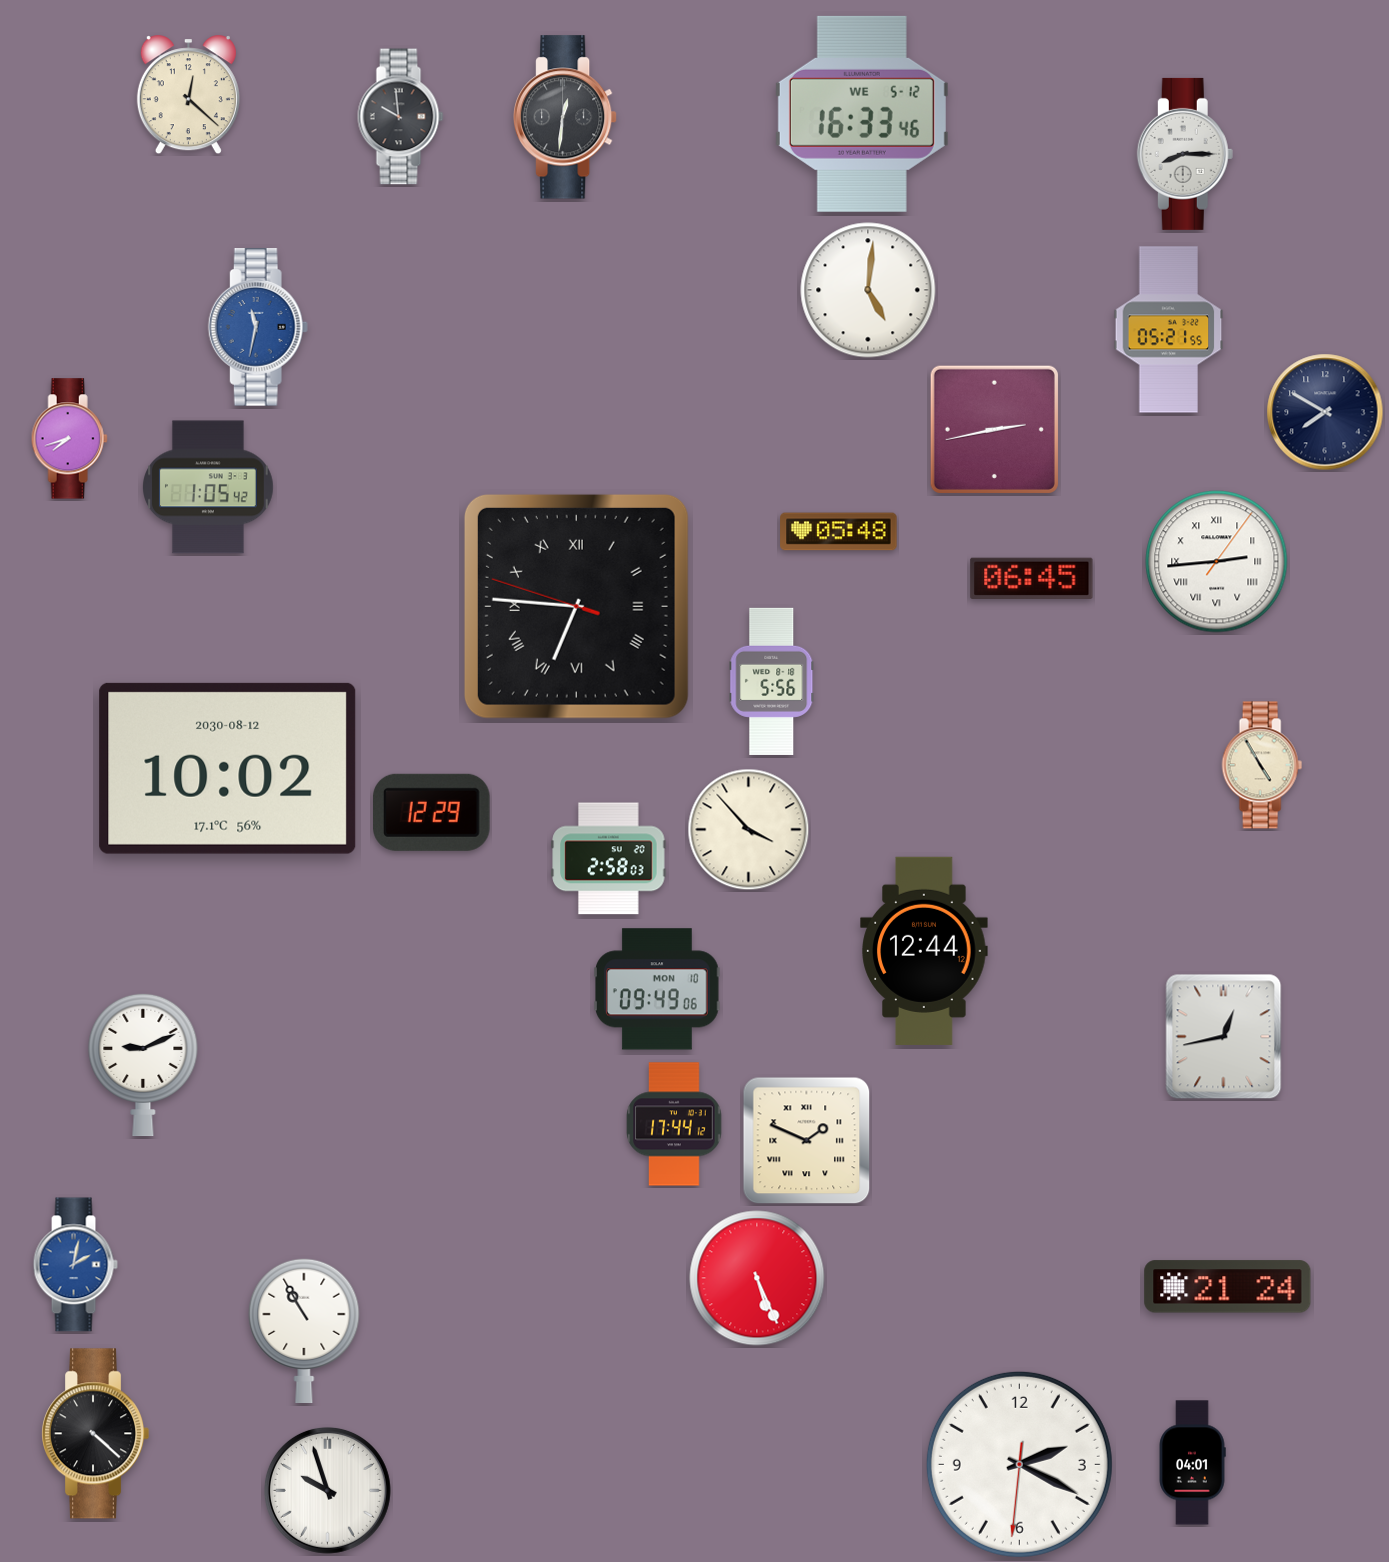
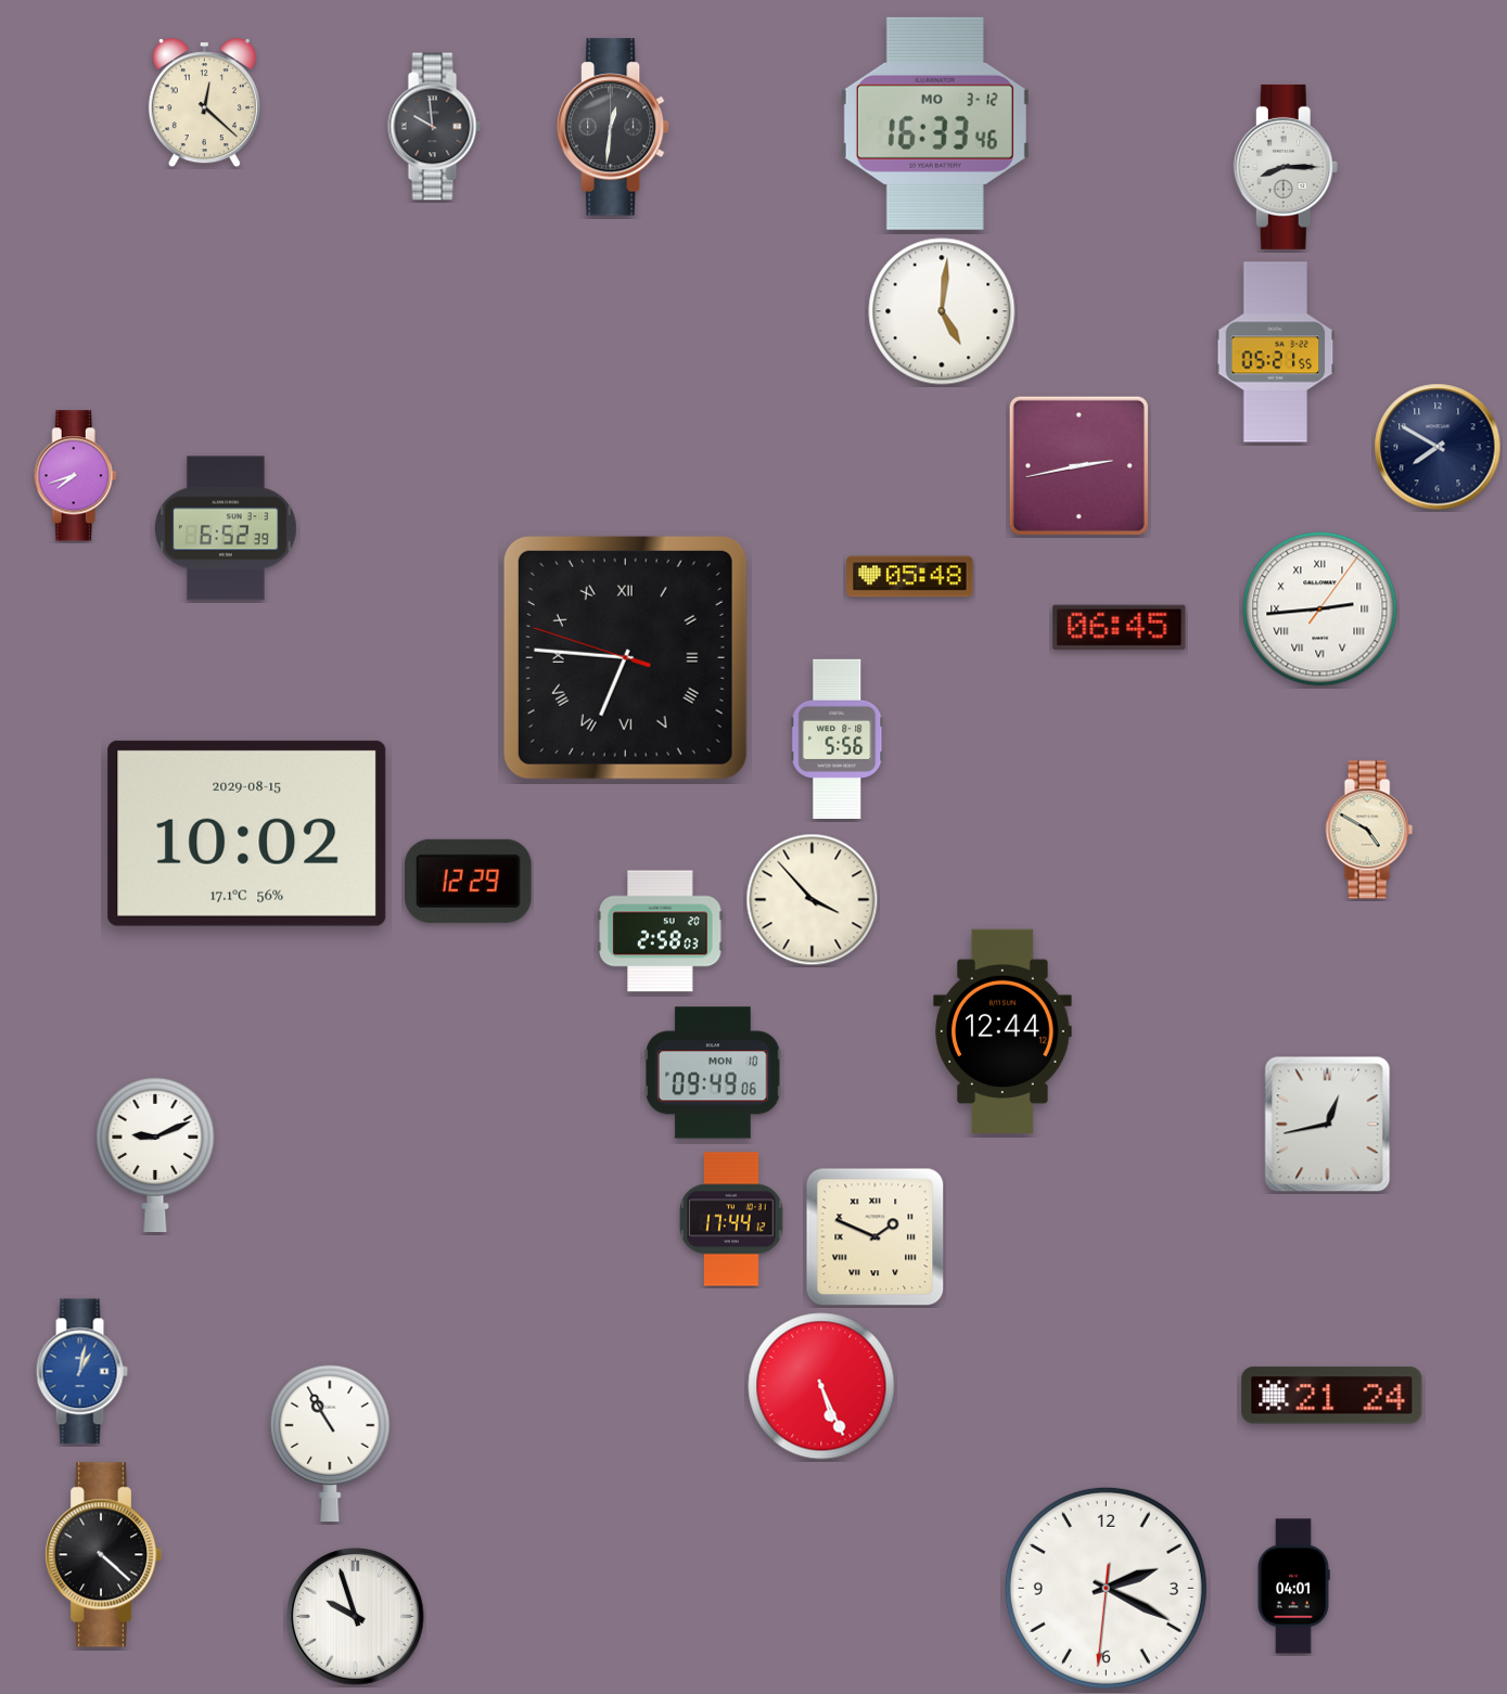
clock at (862, 114) date: WE 5-12 -> MO 3-12
clock at (868, 290) position: (868, 290) -> (942, 311)
clock at (258, 327): 11:32 -> none
clock at (1169, 330) position: (1169, 330) -> (1276, 352)
clock at (209, 487): 1:05 -> 6:52
clock at (1262, 765): 4:55 -> 4:50
clock at (228, 768) date: 2030-08-12 -> 2029-08-15
clock at (75, 1265): 2:02 -> 1:02
